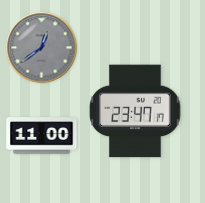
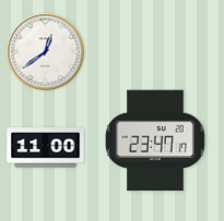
clock at (42, 48) dial: grey -> white
clock at (135, 111) position: (135, 111) -> (155, 140)
